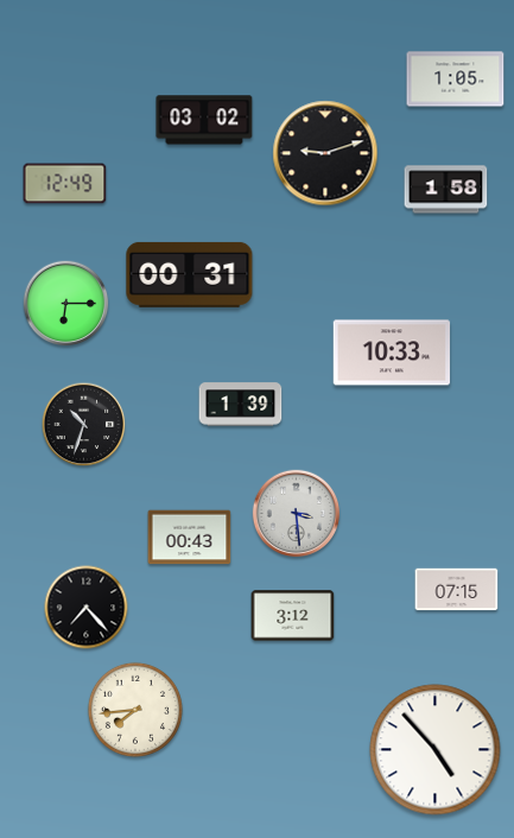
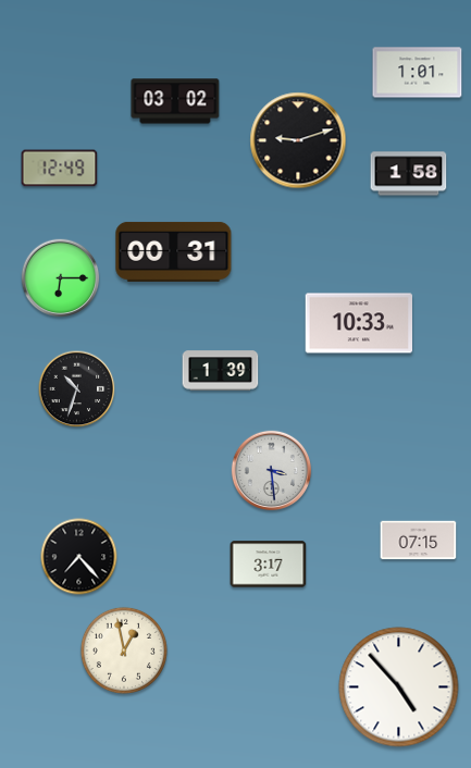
clock at (456, 80): 1:05 -> 1:01
clock at (204, 120) position: (204, 120) -> (175, 101)
clock at (190, 538): 00:43 -> none
clock at (293, 616): 3:12 -> 3:17
clock at (135, 710): 7:44 -> 12:58
